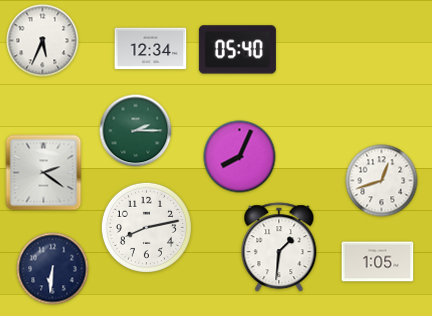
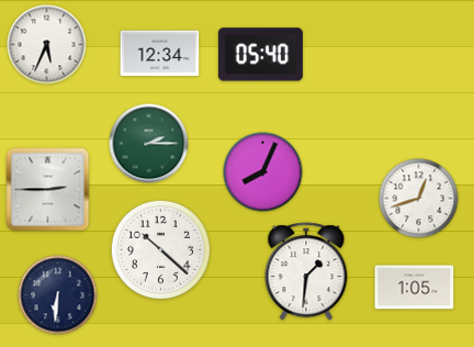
clock at (151, 49) position: (151, 49) -> (160, 54)
clock at (44, 173): 2:21 -> 2:45
clock at (146, 227): 8:13 -> 10:22
